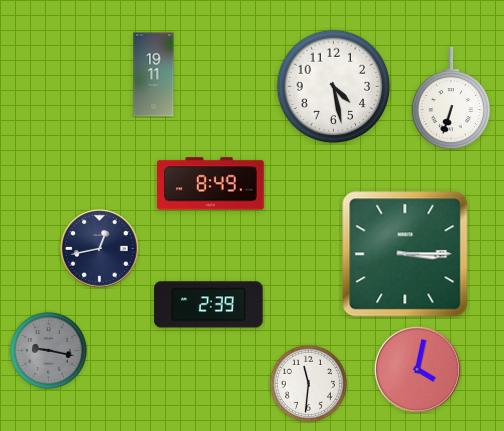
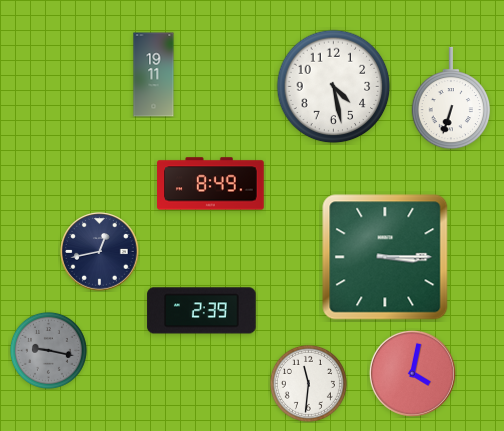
clock at (100, 249) position: (100, 249) -> (100, 252)
clock at (405, 254) position: (405, 254) -> (385, 257)
clock at (209, 305) position: (209, 305) -> (202, 311)
clock at (417, 369) position: (417, 369) -> (412, 373)
